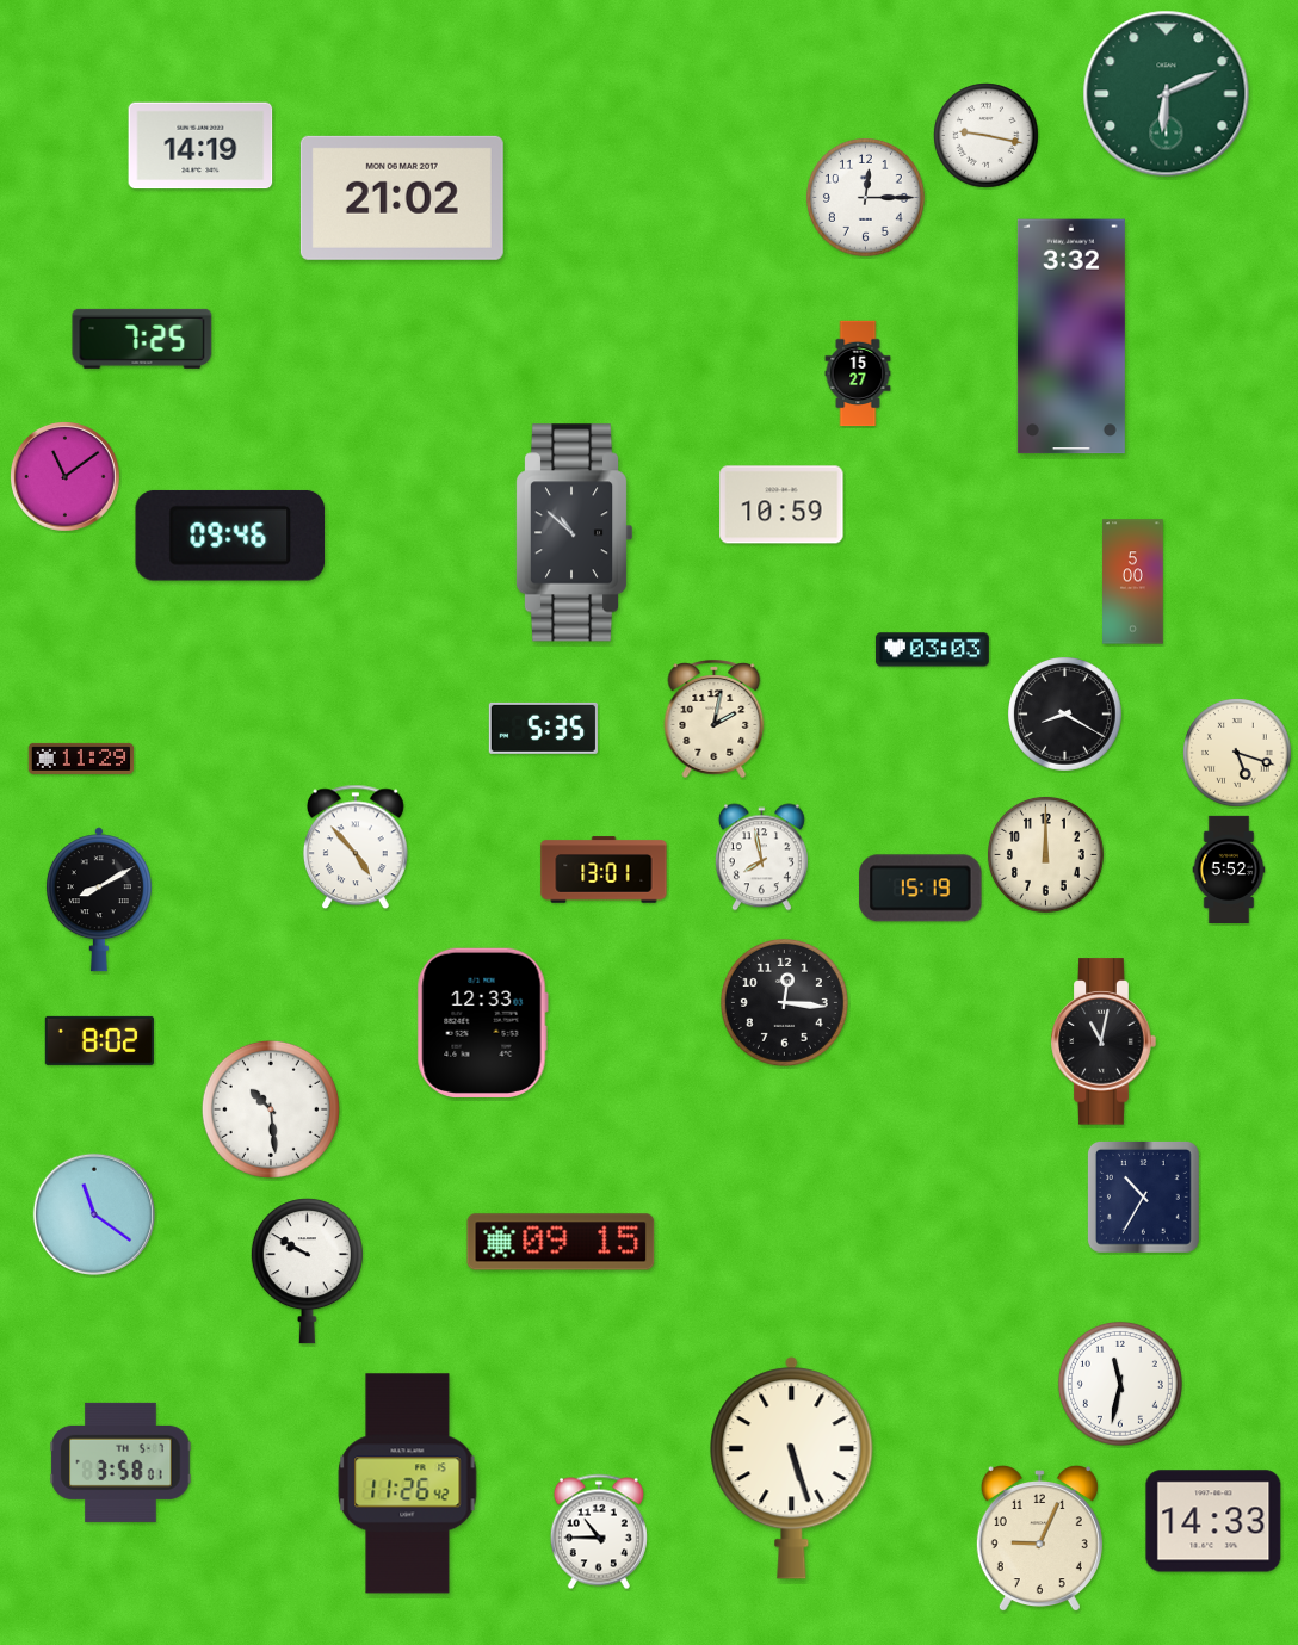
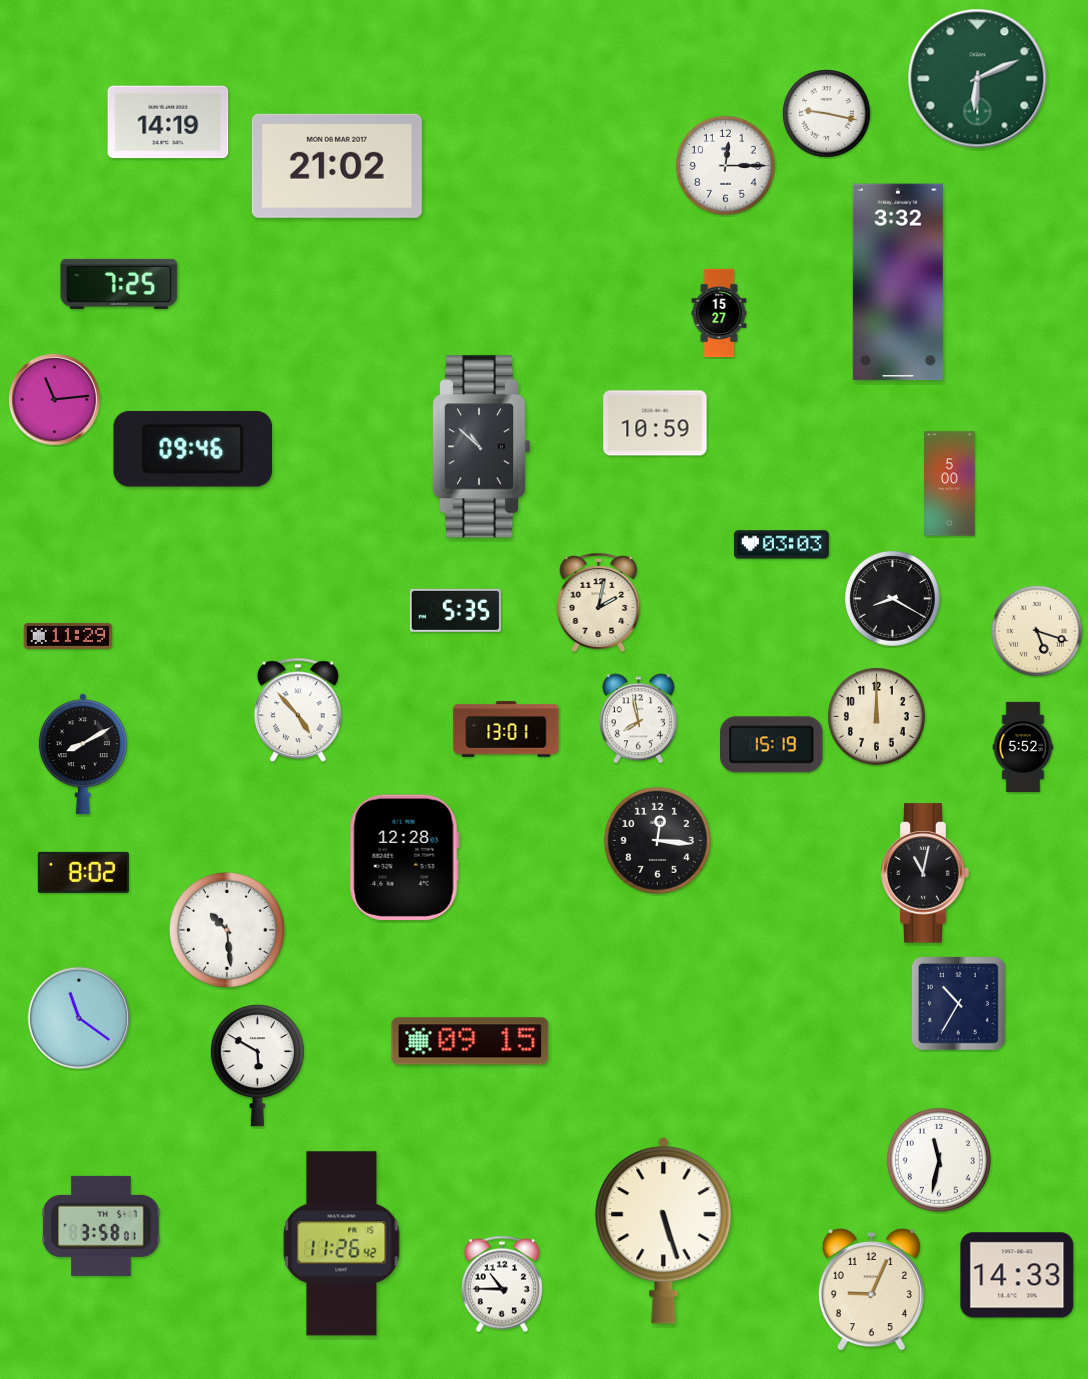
clock at (64, 476): 11:09 -> 11:14
clock at (1133, 582) position: (1133, 582) -> (950, 484)
clock at (1229, 868) position: (1229, 868) -> (1023, 746)
clock at (482, 1022): 12:33 -> 12:28
clock at (307, 1272): 9:50 -> 5:50
